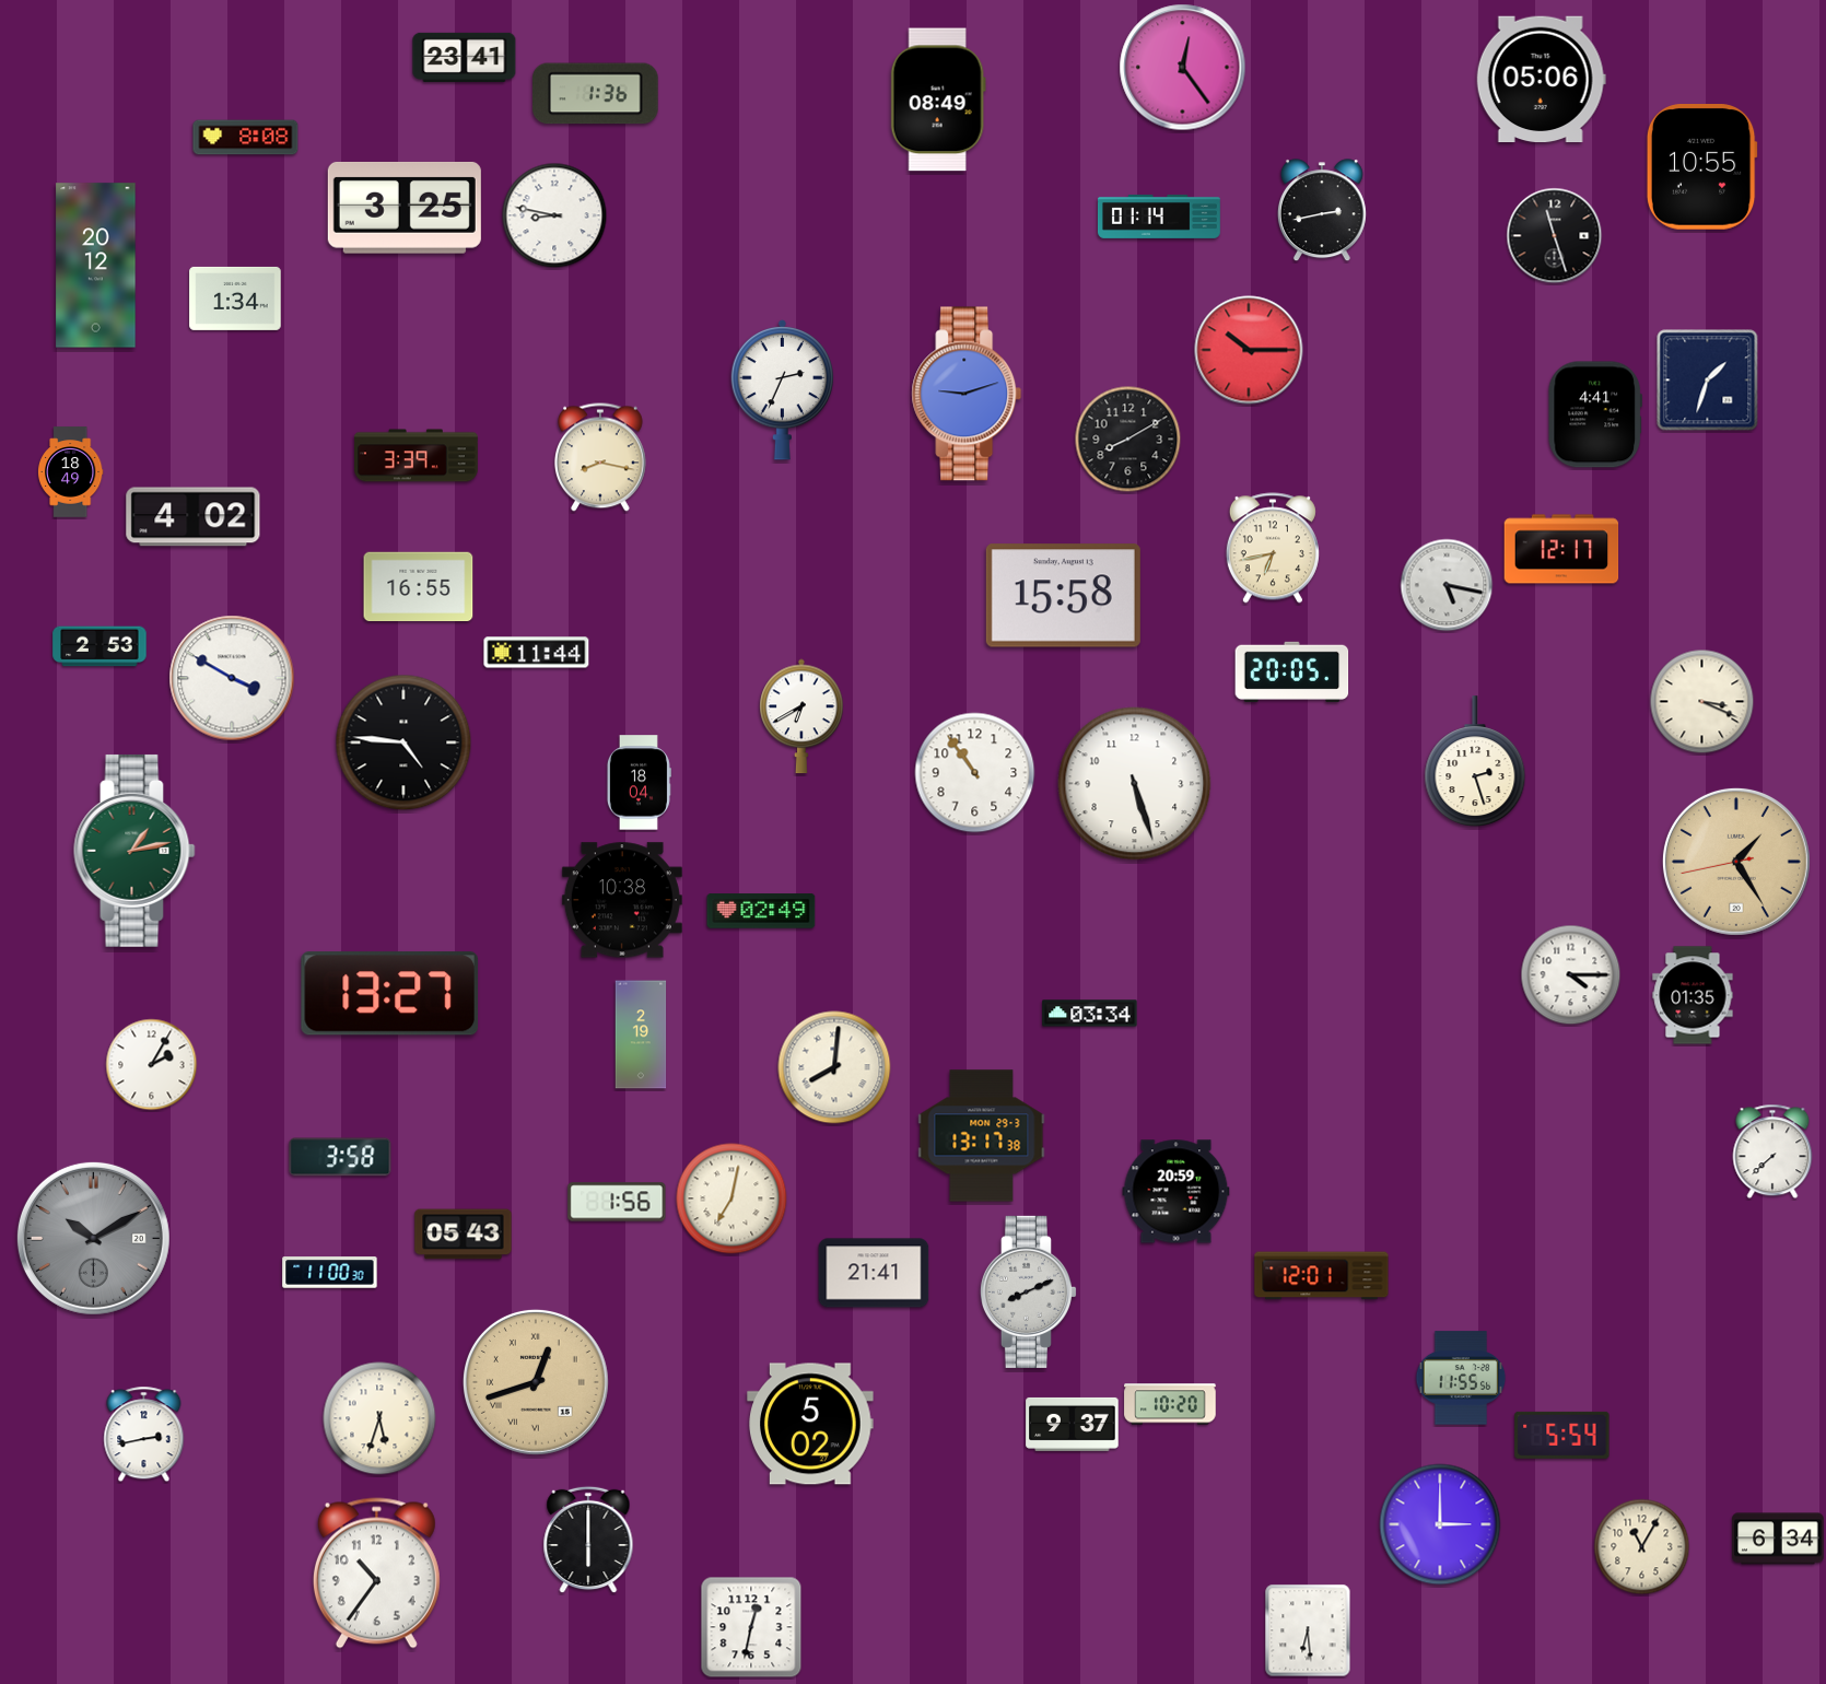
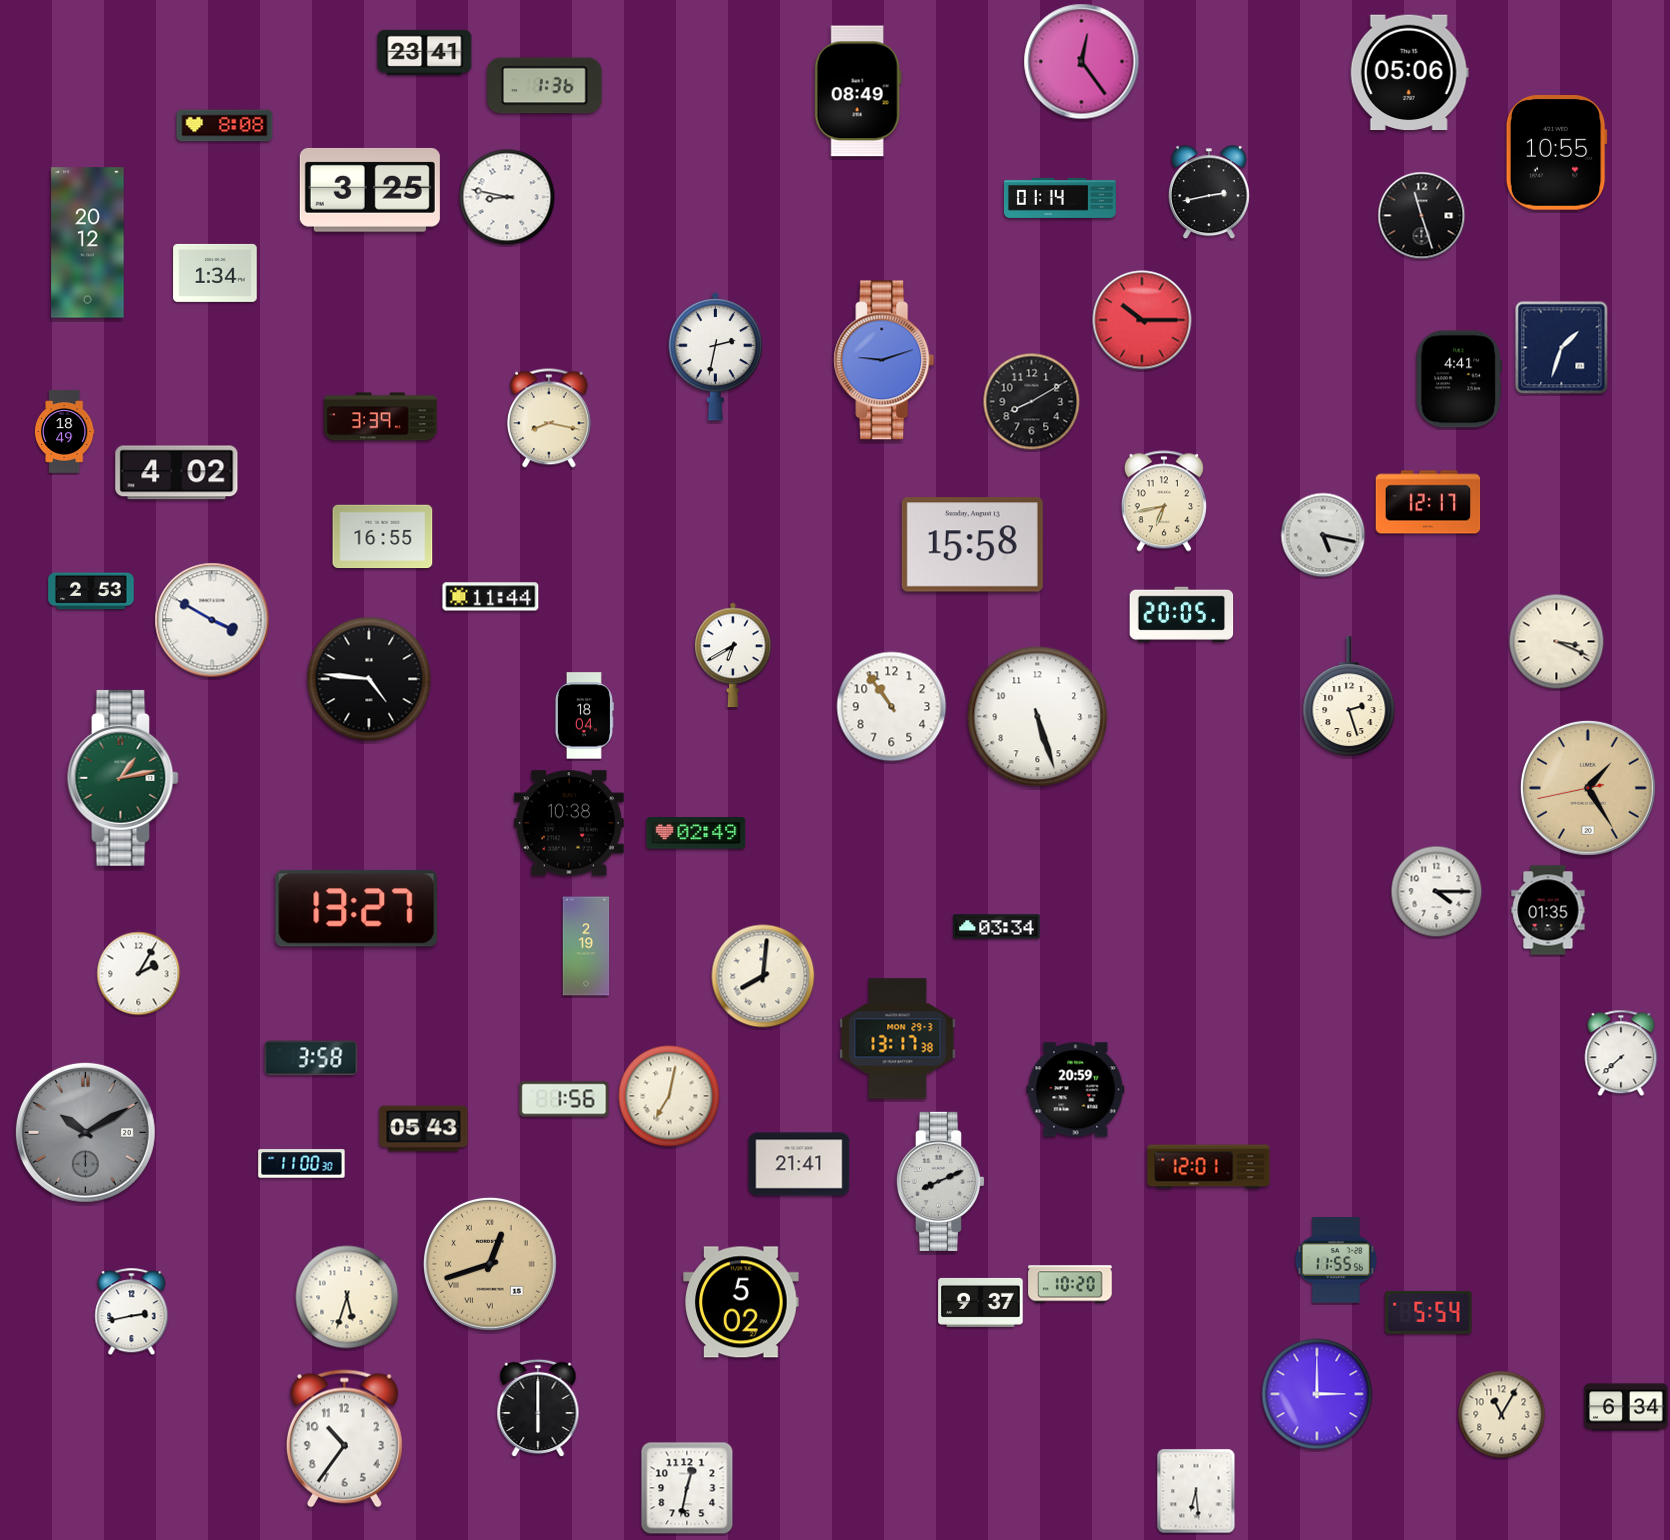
clock at (782, 389): 2:34 -> 2:32
